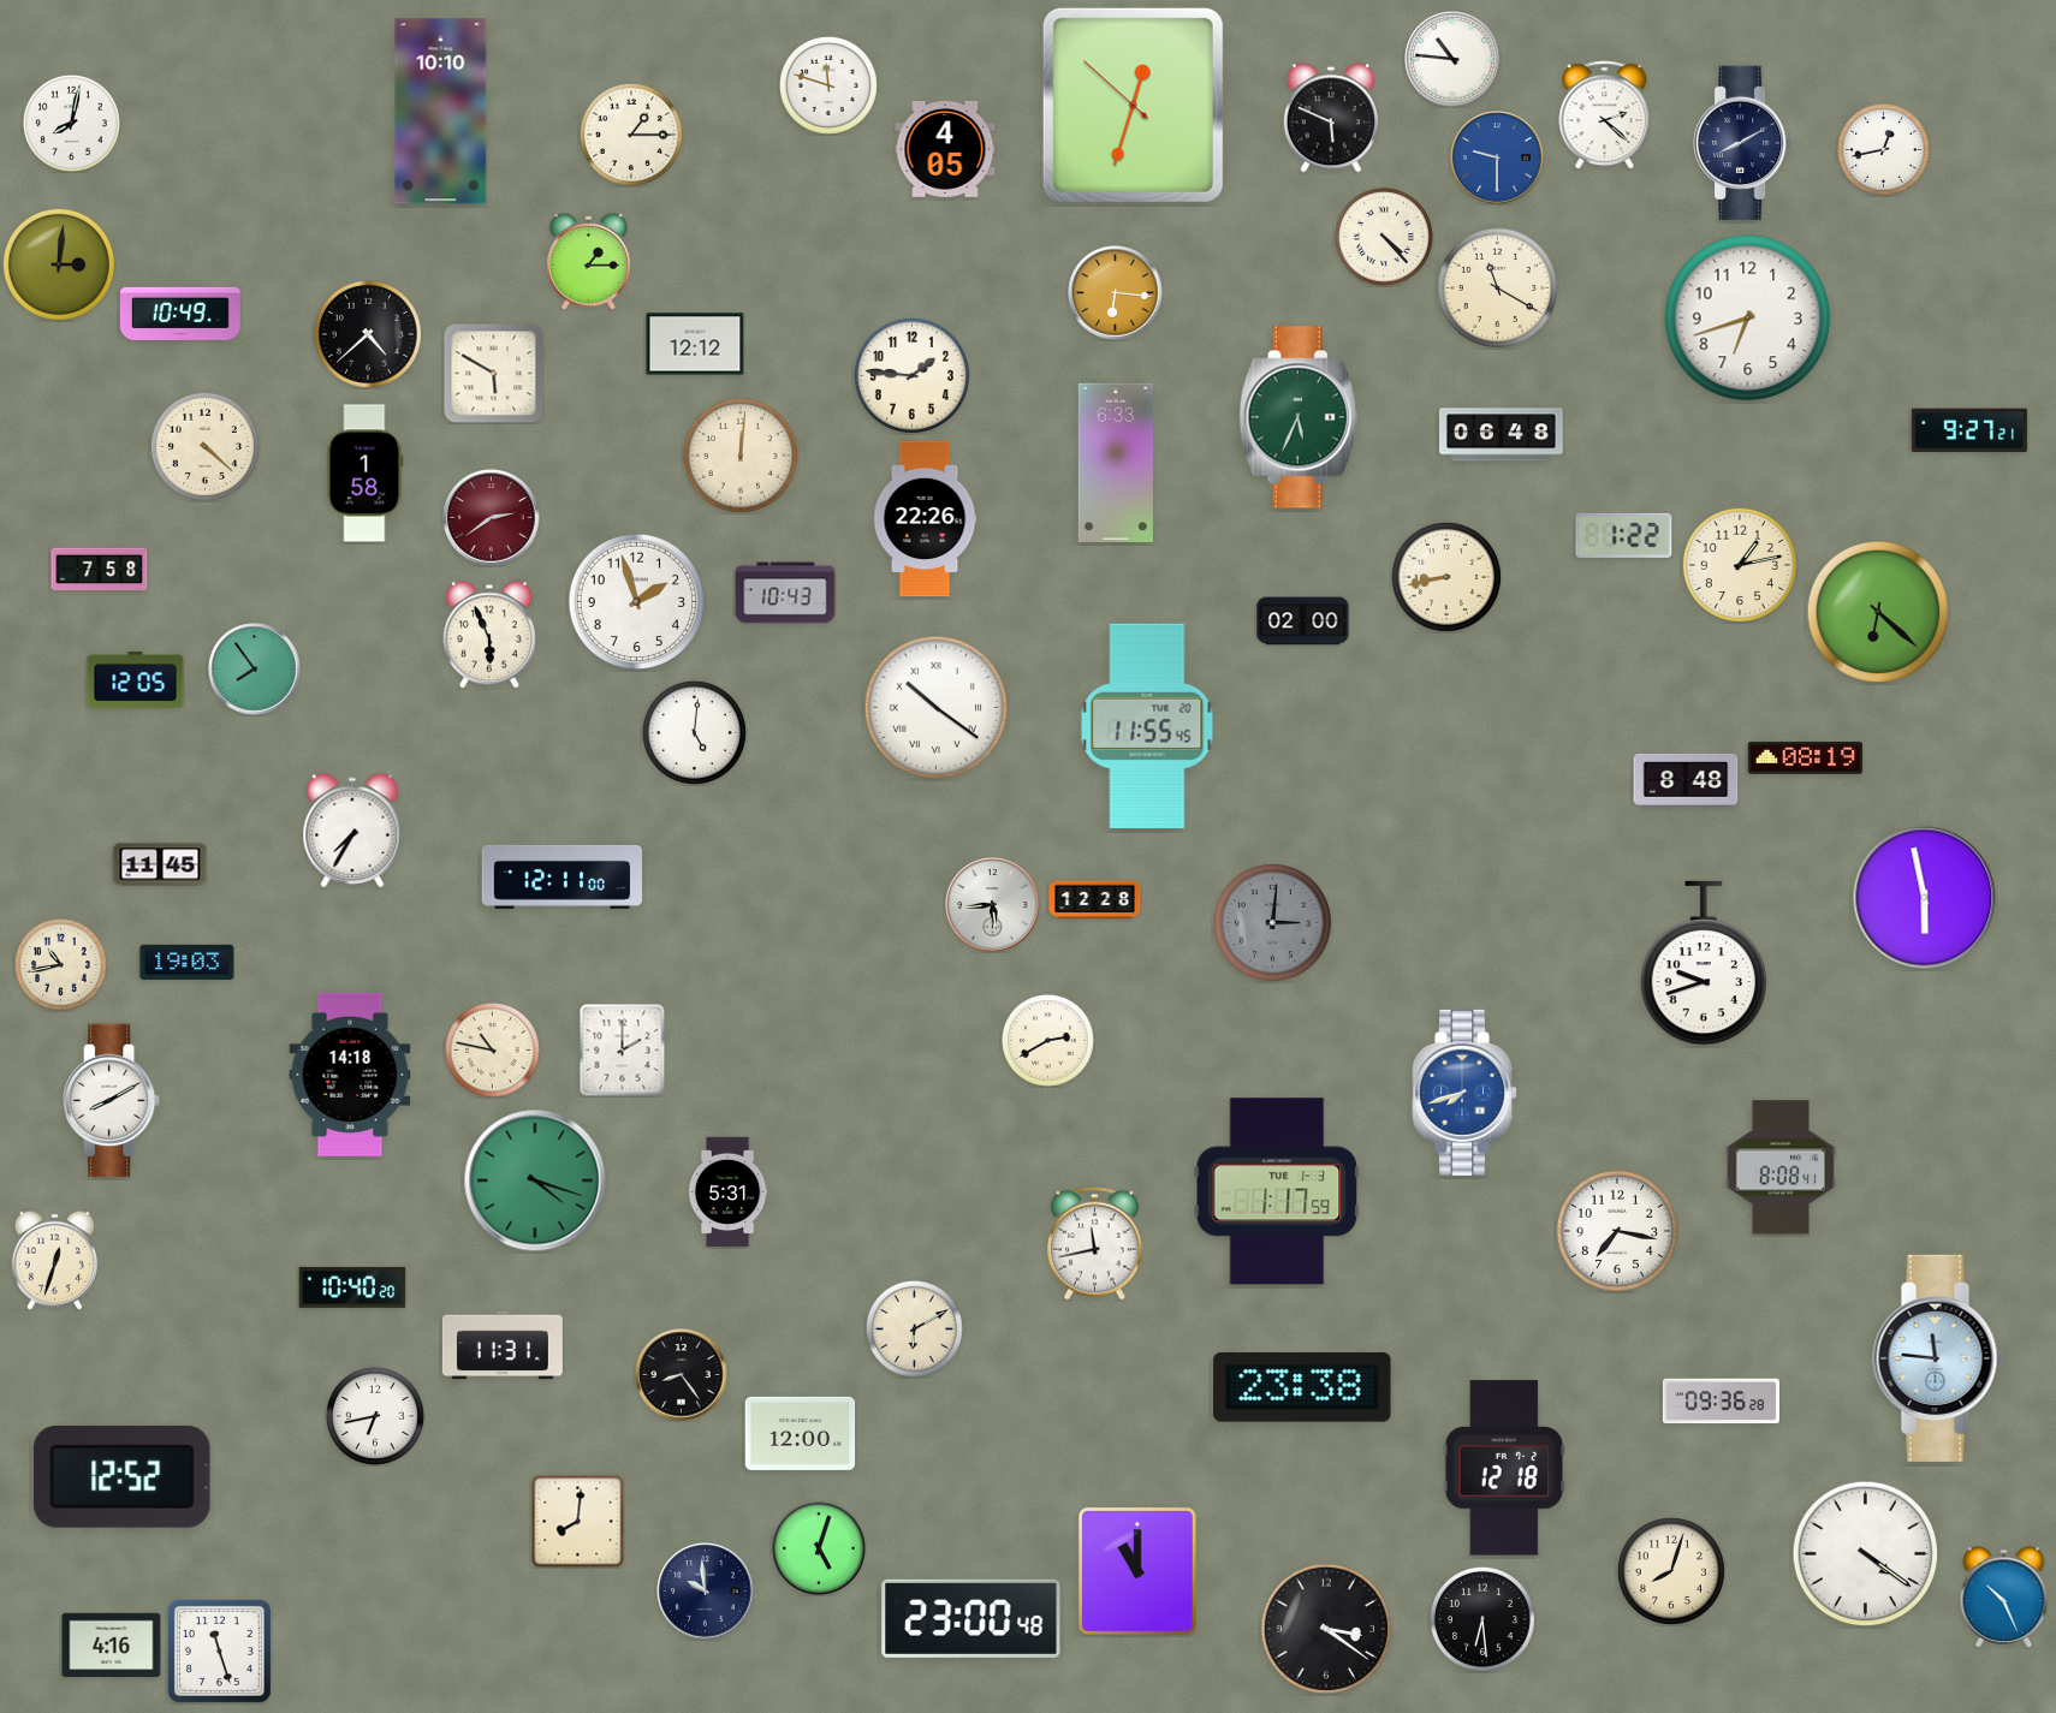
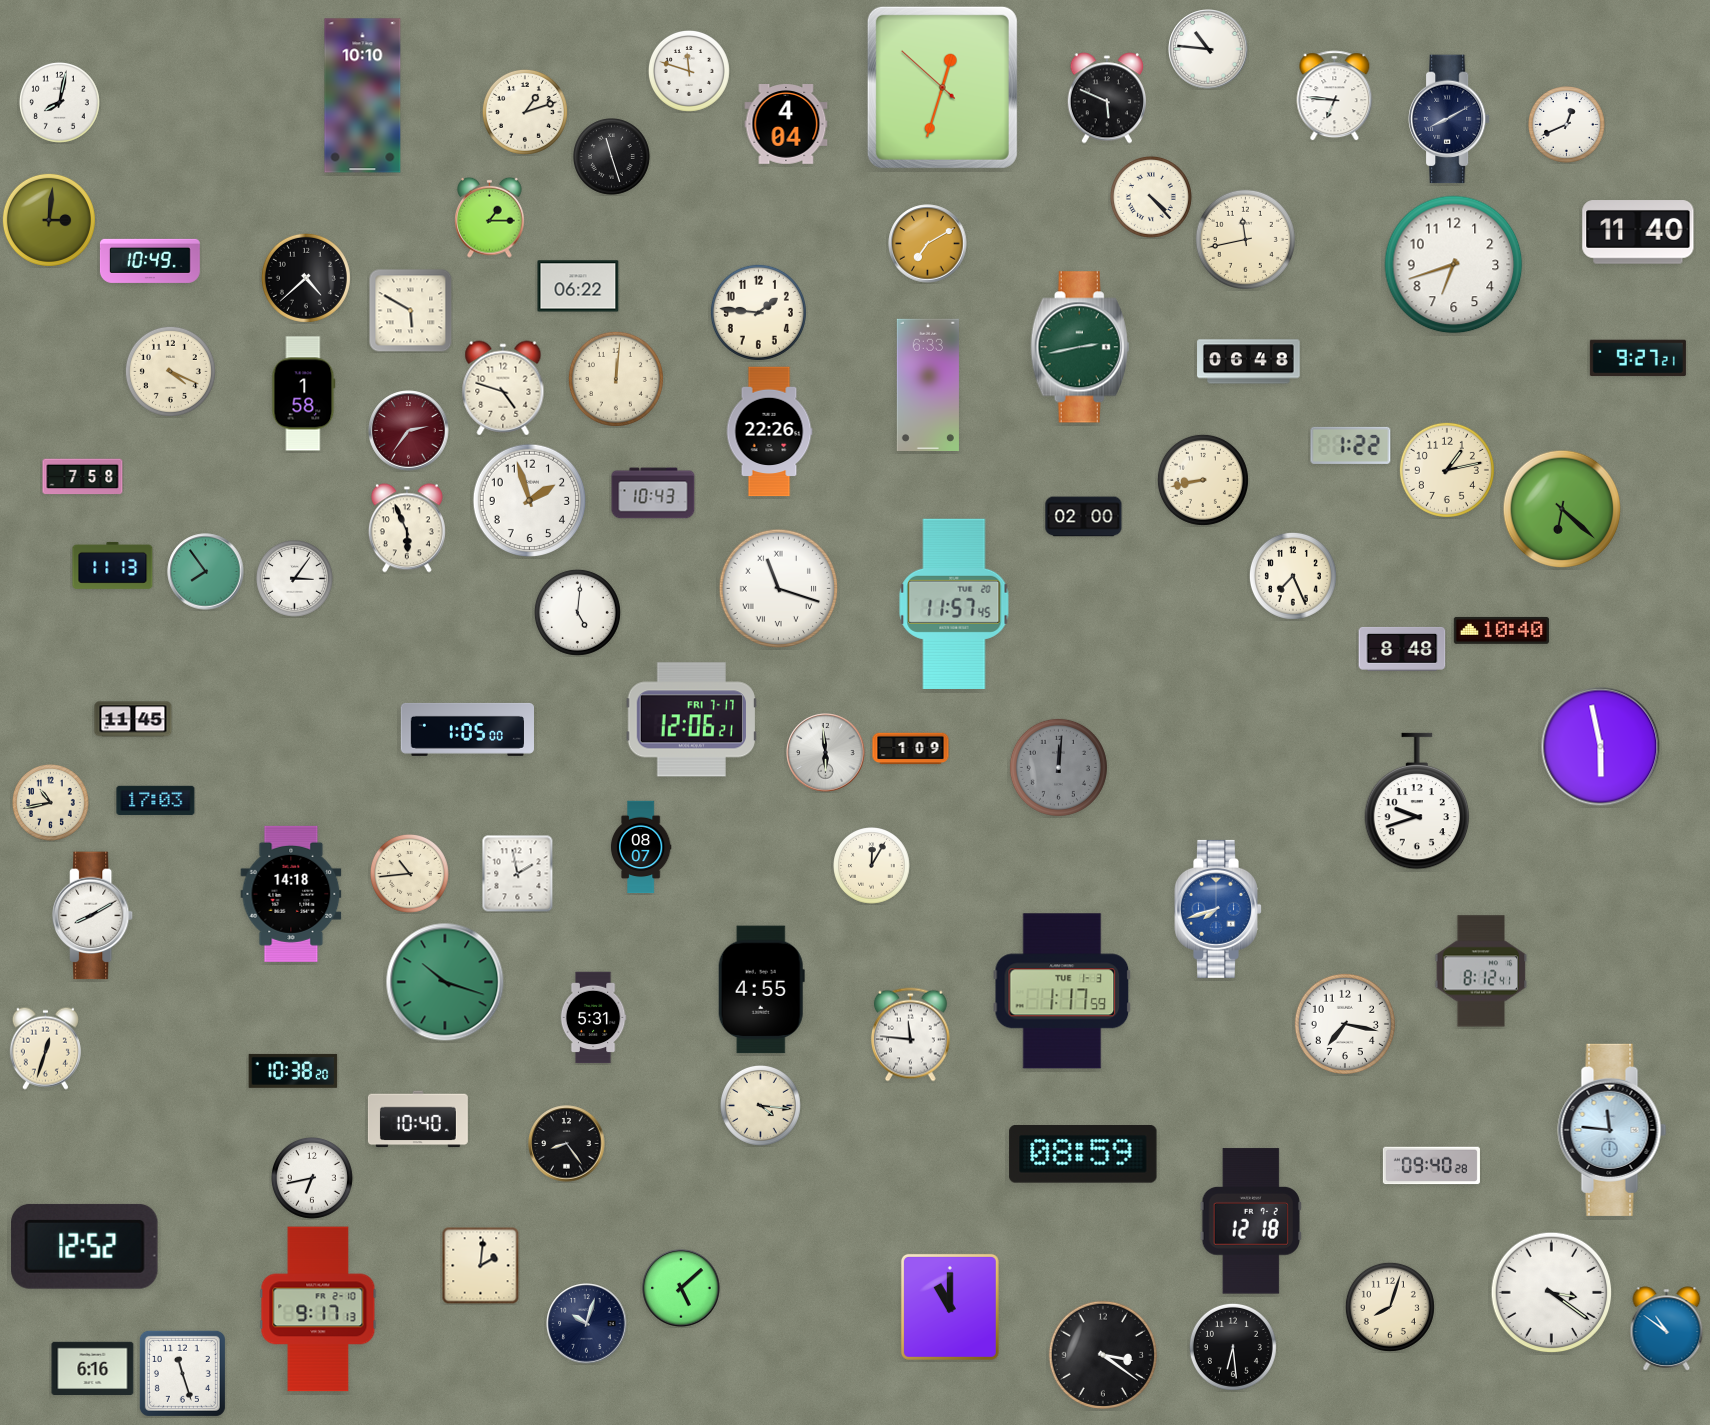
clock at (441, 112) position: (441, 112) -> (363, 96)
clock at (1605, 115): 2:22 -> 6:46
clock at (631, 135): 1:15 -> 1:12
clock at (945, 150): 4:05 -> 4:04
clock at (1884, 150): 12:43 -> 12:41
clock at (1497, 157): 9:30 -> none
clock at (612, 157): none -> 11:27
clock at (1638, 232): none -> 11:40
clock at (1497, 287): 11:20 -> 11:43
clock at (1116, 293): 6:16 -> 7:10
clock at (695, 344): 12:12 -> 06:22
clock at (1299, 417): 5:34 -> 2:43
clock at (204, 446): 4:22 -> 4:19
clock at (503, 388): none -> 4:48
clock at (492, 518): 2:39 -> 2:36
clock at (100, 570) position: (100, 570) -> (83, 477)
clock at (255, 670) position: (255, 670) -> (206, 572)
clock at (136, 679): 12:05 -> 11:13
clock at (1293, 576): none -> 7:26
clock at (295, 579): none -> 3:06
clock at (937, 708): 10:21 -> 11:18
clock at (1147, 725): 11:55 -> 11:57
clock at (694, 732) position: (694, 732) -> (577, 612)
clock at (1805, 757): 08:19 -> 10:40
clock at (352, 831): 7:35 -> none
clock at (691, 720): none -> 12:06
clock at (561, 876): 12:11 -> 1:05
clock at (1095, 900): 12:28 -> 1:09
clock at (993, 905): 5:44 -> 5:59
clock at (1272, 922): 3:01 -> 12:01
clock at (188, 962): 19:03 -> 17:03
clock at (641, 847): none -> 08:07
clock at (1048, 1041): 2:40 -> 12:05
clock at (623, 1049): 2:00 -> 1:58
clock at (493, 1051): 10:47 -> 10:44
clock at (1781, 1167): 8:08 -> 8:12
clock at (535, 1180): 4:18 -> 10:18
clock at (761, 990): none -> 4:55
clock at (727, 1192) position: (727, 1192) -> (593, 1018)
clock at (1094, 1244): 11:43 -> 11:46
clock at (352, 1287): 10:40 -> 10:38
clock at (914, 1328): 6:10 -> 4:16
clock at (503, 1345): 11:31 -> 10:40
clock at (1302, 1388): 23:38 -> 08:59
clock at (1721, 1402): 09:36 -> 09:40
clock at (801, 1433): 12:00 -> none
clock at (123, 1476) position: (123, 1476) -> (85, 1246)
clock at (577, 1521): 8:01 -> 2:01
clock at (819, 1548): 5:03 -> 5:08
clock at (1866, 1554): 4:21 -> 3:21
clock at (1137, 1571) position: (1137, 1571) -> (950, 1307)
clock at (318, 1309): none -> 9:17
clock at (706, 1592): 9:59 -> 10:03
clock at (2004, 1598): 10:26 -> 10:51
clock at (971, 1618): 23:00 -> none
clock at (112, 1644): 4:16 -> 6:16
